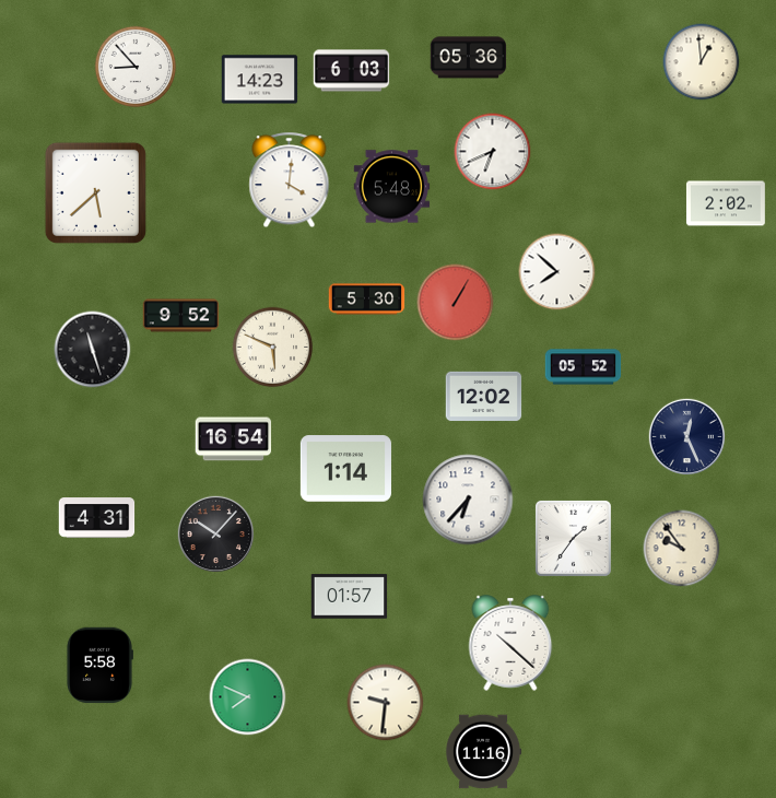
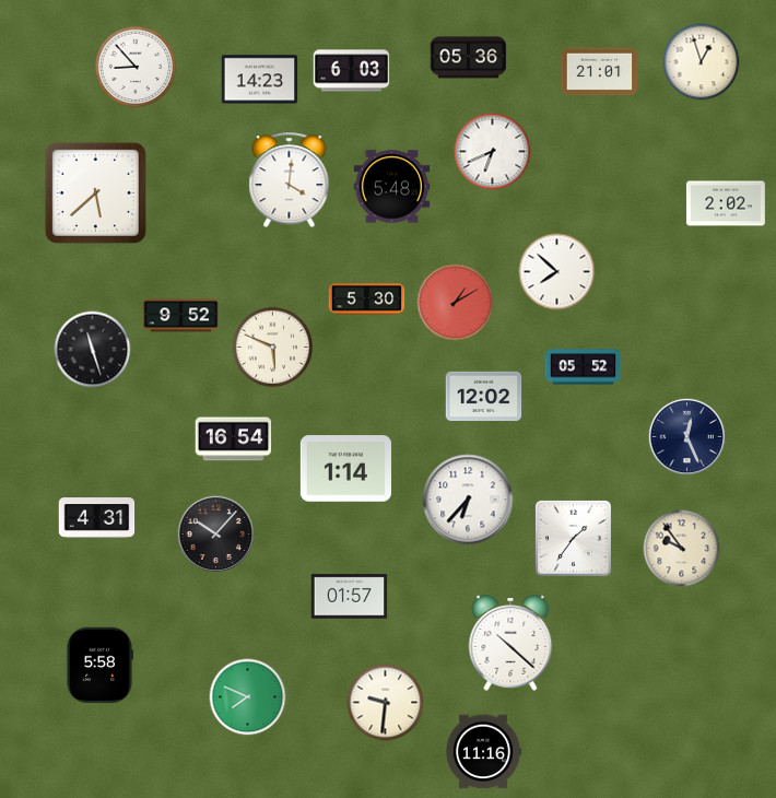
clock at (702, 62): 12:59 -> 12:57
clock at (600, 72): none -> 21:01
clock at (456, 303): 1:05 -> 1:10
